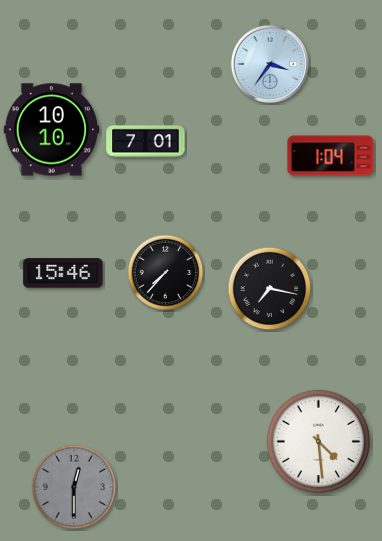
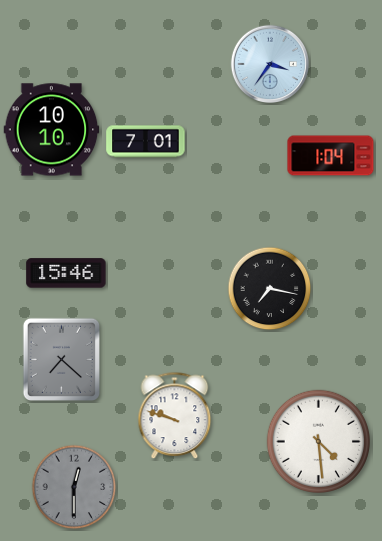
clock at (63, 273) position: (63, 273) -> (66, 273)
clock at (166, 273): 7:37 -> none
clock at (61, 359): none -> 7:22
clock at (175, 416): none -> 9:48
